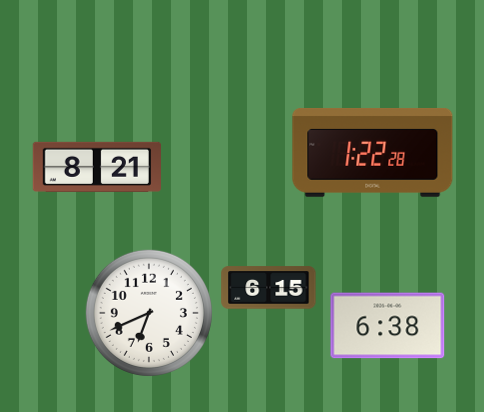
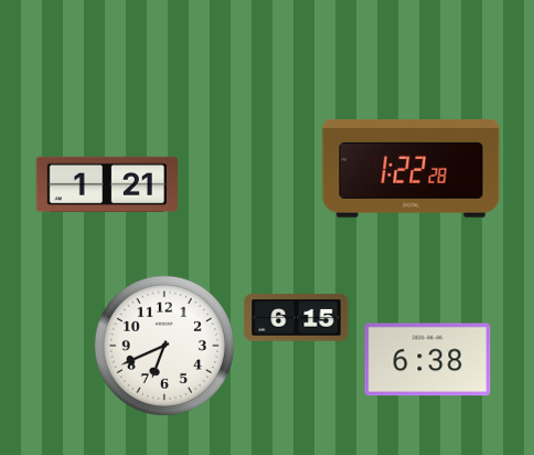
clock at (97, 167): 8:21 -> 1:21
